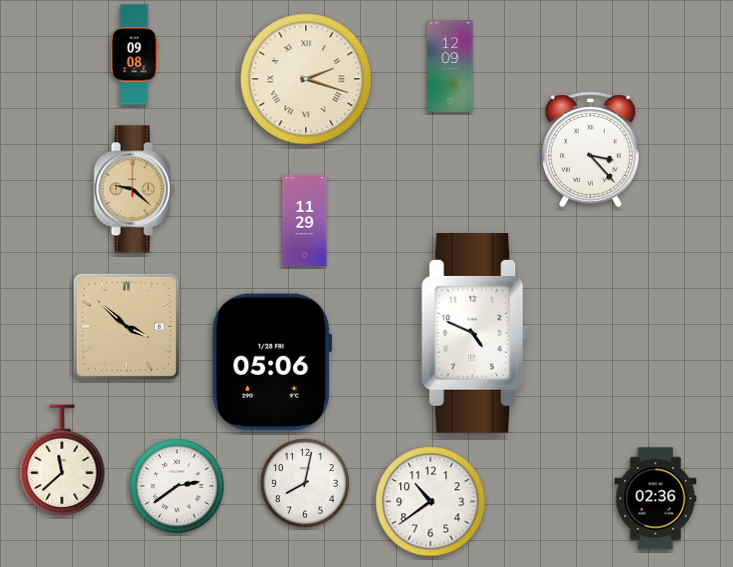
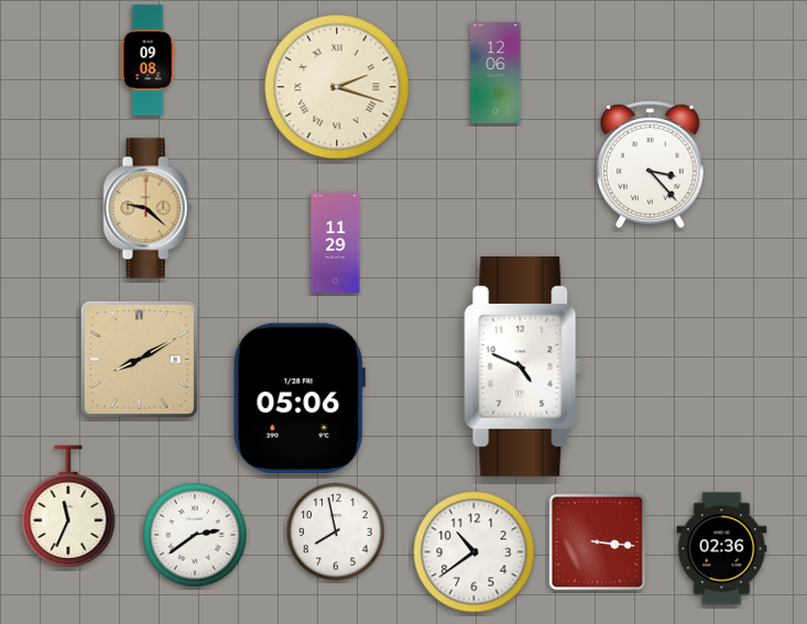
clock at (450, 66): 12:09 -> 12:06
clock at (126, 326): 3:52 -> 8:10
clock at (62, 460): 11:38 -> 11:34
clock at (305, 483): 8:02 -> 7:58
clock at (598, 543): none -> 3:16
